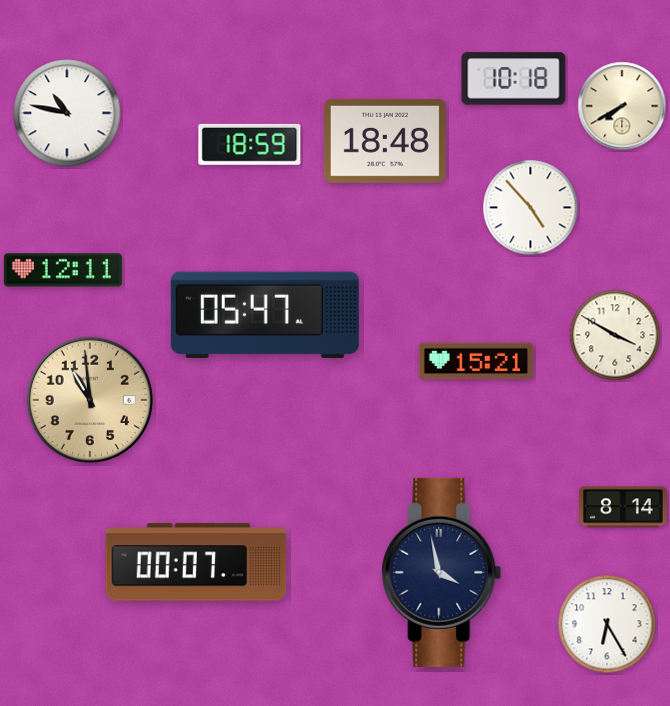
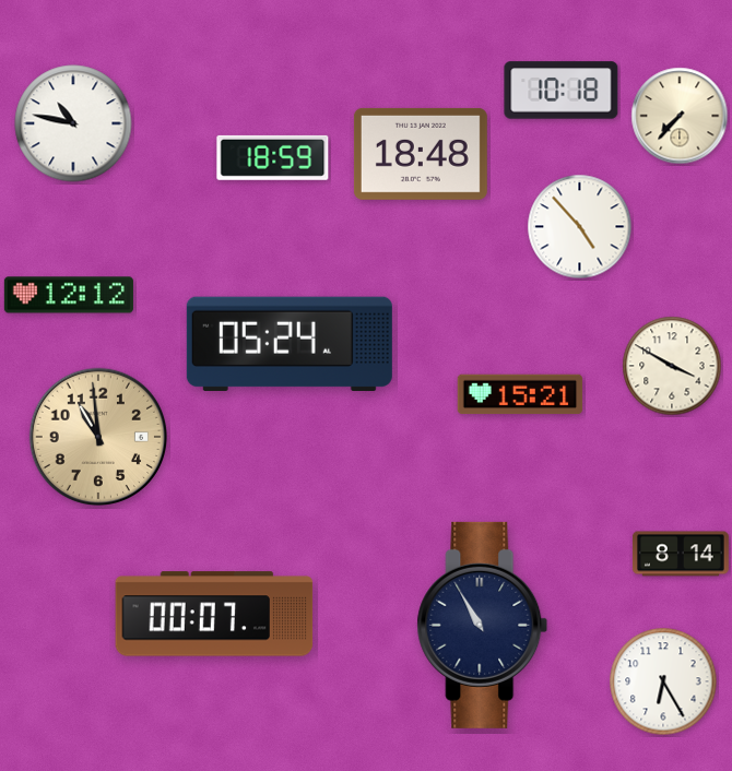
clock at (514, 79) position: (514, 79) -> (562, 91)
clock at (622, 106): 7:40 -> 7:37
clock at (63, 270): 12:11 -> 12:12
clock at (265, 314): 05:47 -> 05:24
clock at (442, 572): 3:58 -> 10:55
